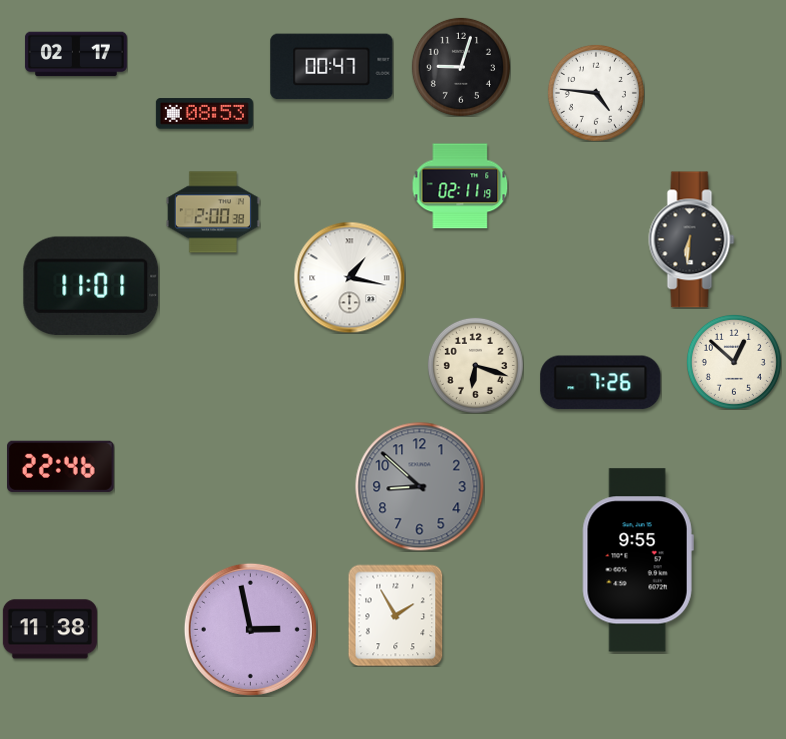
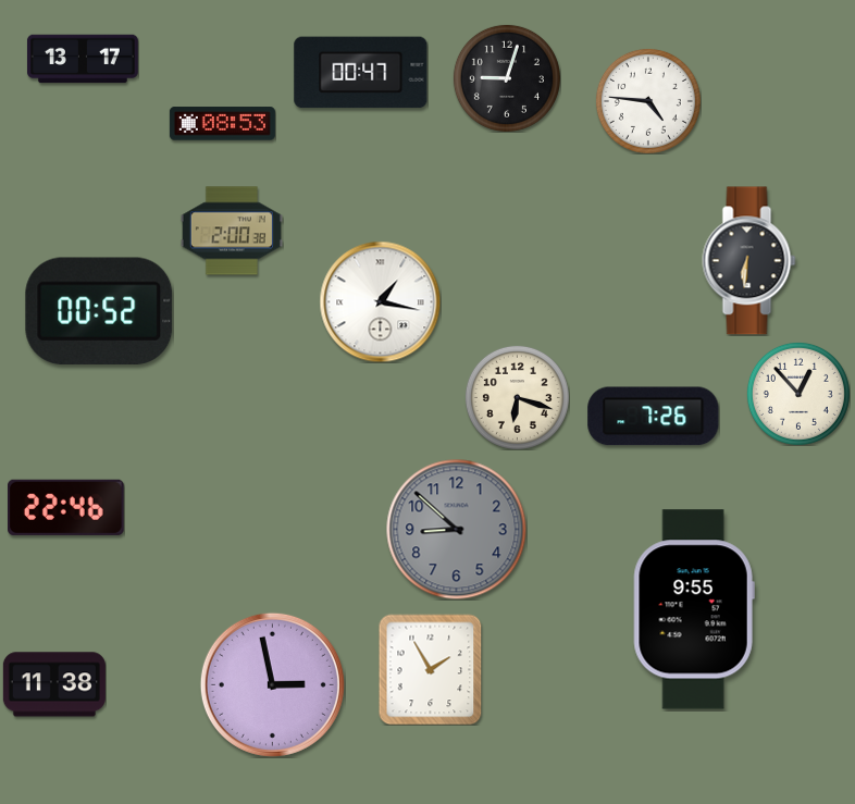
clock at (76, 54): 02:17 -> 13:17
clock at (461, 67) position: (461, 67) -> (507, 78)
clock at (460, 186): 02:11 -> none
clock at (692, 240) position: (692, 240) -> (749, 261)
clock at (91, 286): 11:01 -> 00:52
clock at (734, 362): 12:52 -> 12:53
